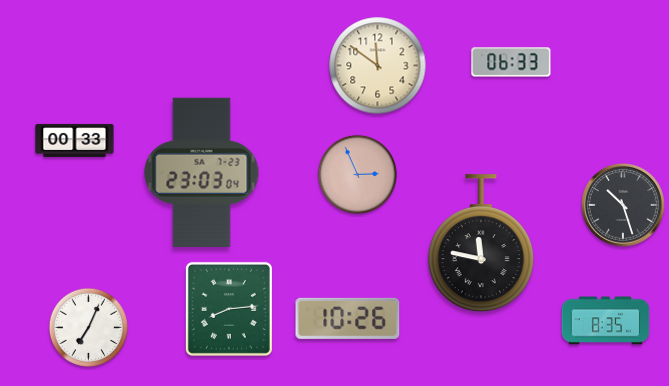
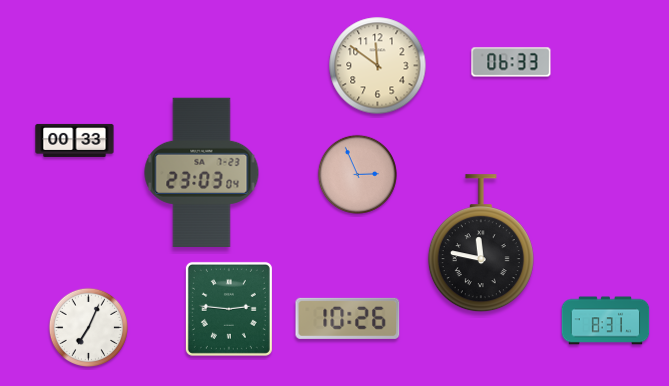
clock at (624, 206): 10:27 -> none
clock at (229, 309): 8:14 -> 2:46
clock at (606, 321): 8:35 -> 8:31
